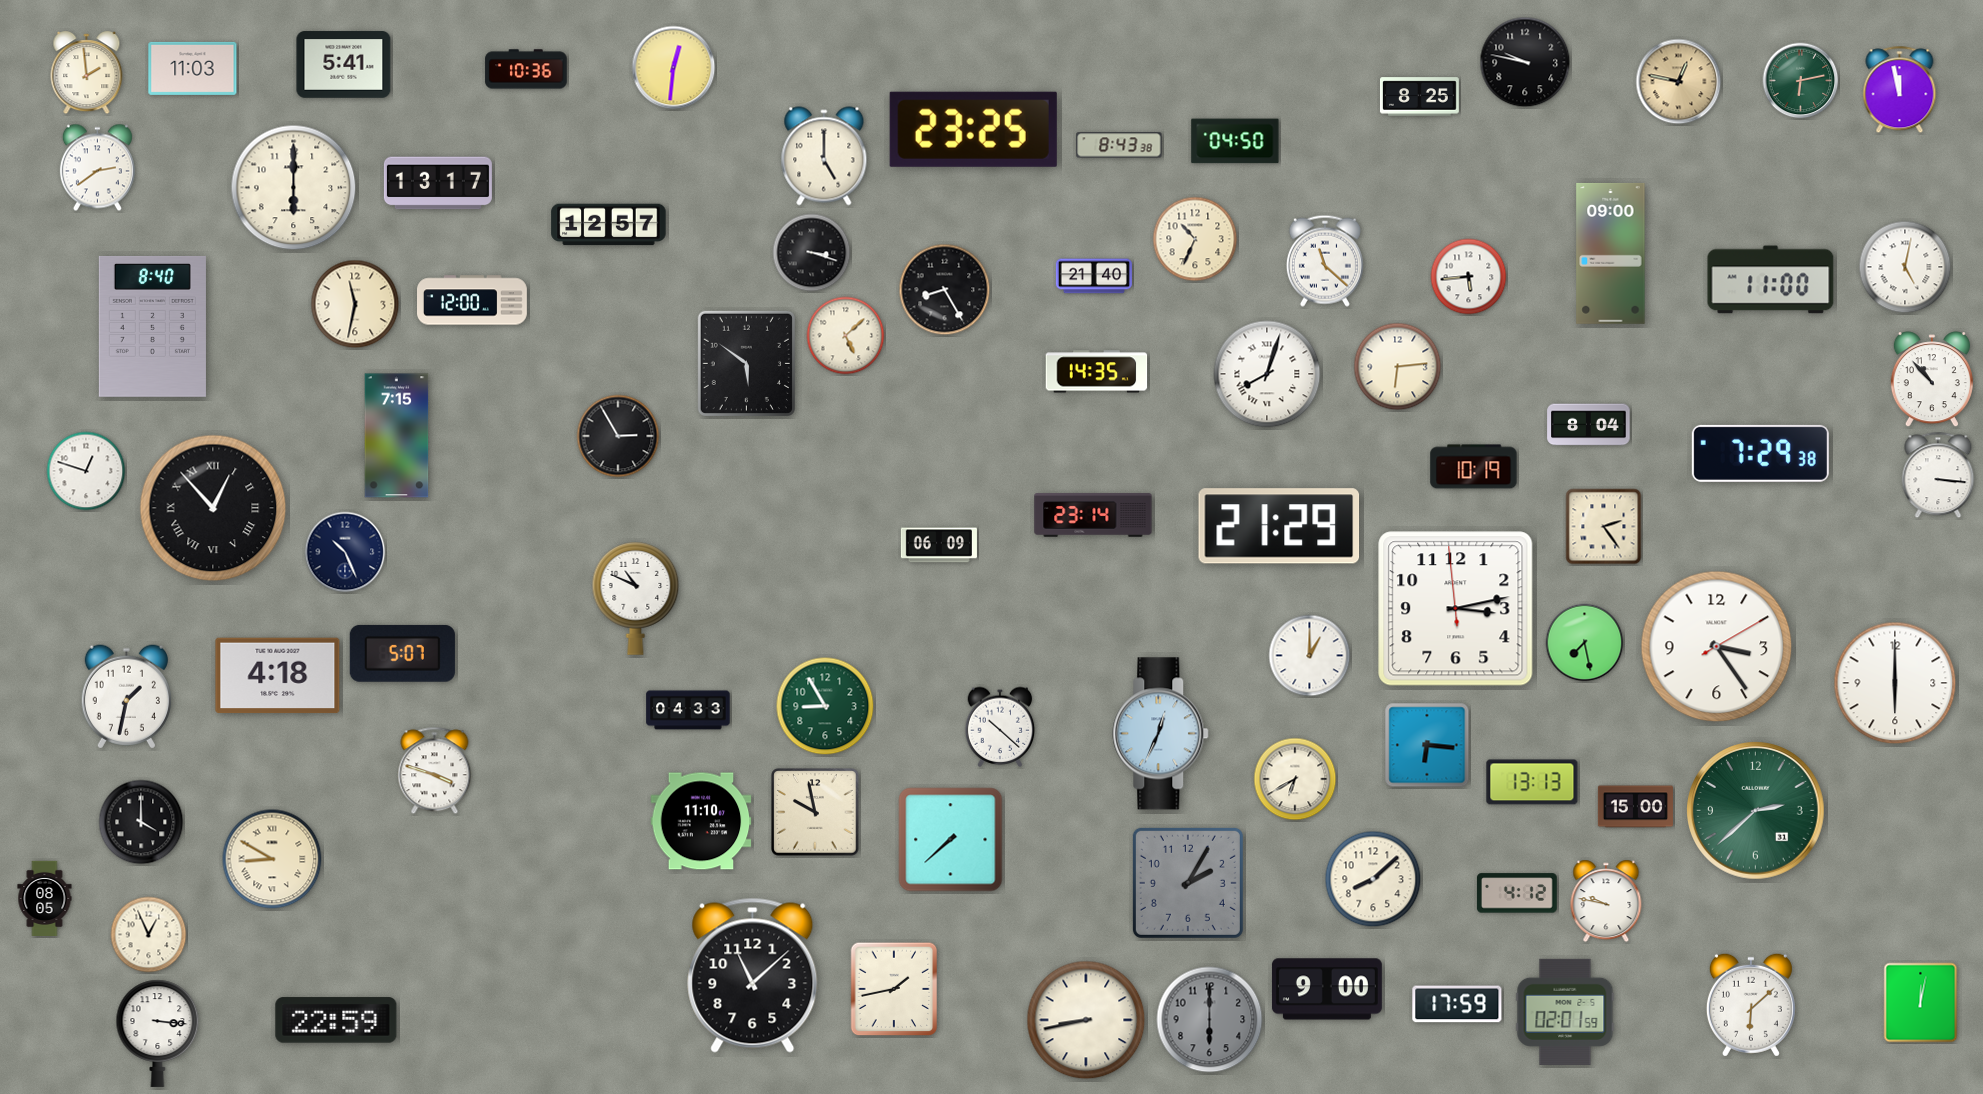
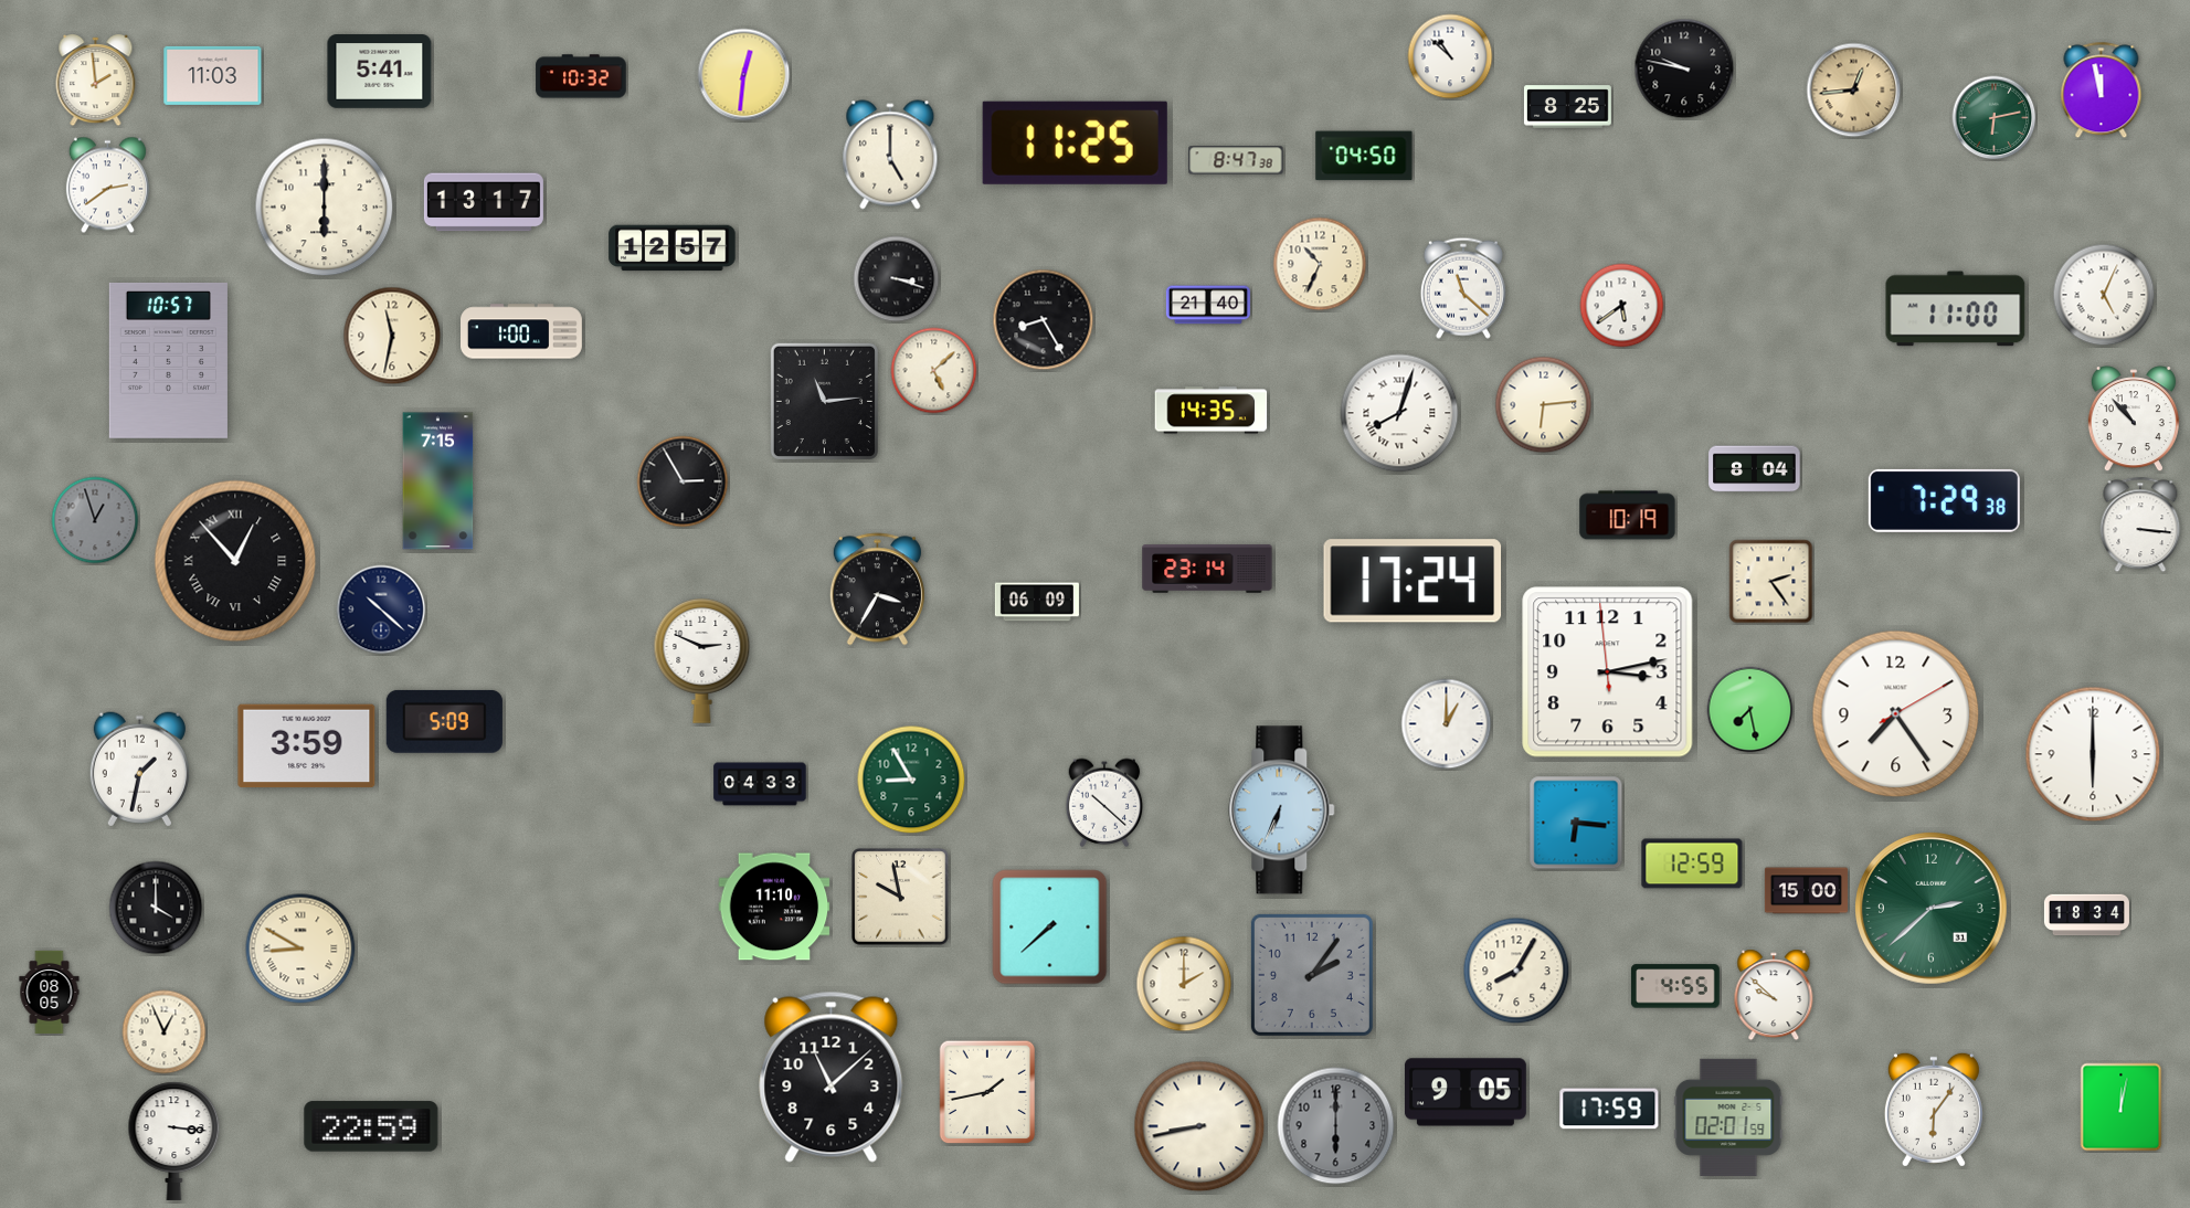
clock at (1450, 56): none -> 10:52
clock at (526, 69): 10:36 -> 10:32
clock at (1801, 81) position: (1801, 81) -> (1995, 118)
clock at (1679, 82): 12:47 -> 12:44
clock at (1900, 90) position: (1900, 90) -> (2102, 91)
clock at (973, 129): 23:25 -> 11:25
clock at (1119, 145): 8:43 -> 8:47
clock at (824, 156) position: (824, 156) -> (890, 155)
clock at (1611, 253): 09:00 -> none
clock at (1905, 267): 5:02 -> 5:04
clock at (1469, 277): 5:44 -> 5:39
clock at (473, 300): 12:00 -> 1:00
clock at (152, 326): 8:40 -> 10:57
clock at (746, 363): 5:51 -> 11:14
clock at (86, 471): 12:48 -> 12:57
clock at (86, 471) dial: white -> grey
clock at (1279, 526): 21:29 -> 17:24
clock at (877, 590): none -> 3:35
clock at (345, 552): 10:26 -> 10:22
clock at (636, 599): 10:49 -> 2:49
clock at (1717, 647): 3:24 -> 7:24
clock at (402, 653): 5:07 -> 5:09
clock at (278, 676): 4:18 -> 3:59
clock at (1161, 734): 12:34 -> 6:34
clock at (435, 771): 3:48 -> none
clock at (1295, 779): 6:40 -> none
clock at (1532, 782): 13:13 -> 12:59
clock at (1756, 811) position: (1756, 811) -> (1932, 909)
clock at (2086, 915): none -> 18:34
clock at (1373, 879): 8:08 -> 8:05
clock at (1188, 883): 2:05 -> 2:06
clock at (1184, 984): none -> 2:00
clock at (1517, 893): 4:12 -> 4:55
clock at (1606, 901): 9:47 -> 9:52
clock at (1327, 989): 9:00 -> 9:05
clock at (1751, 1005): 6:08 -> 6:06
